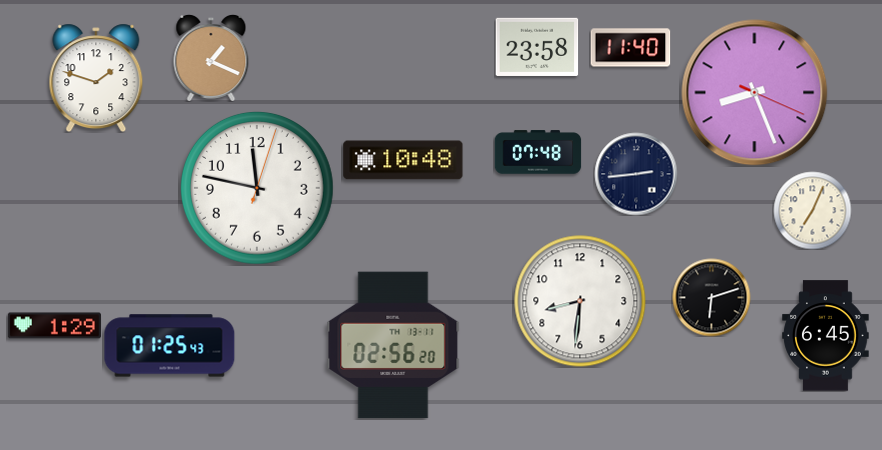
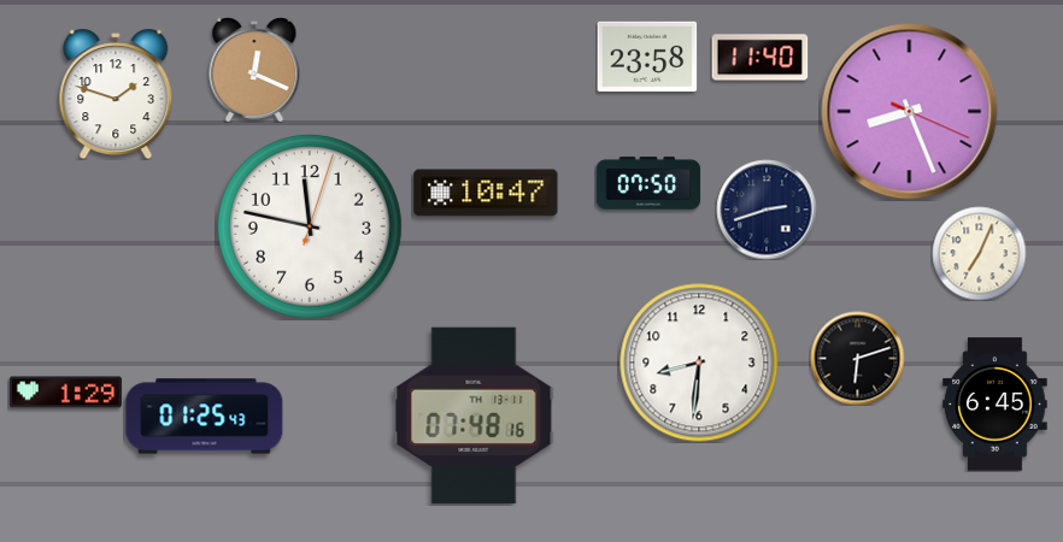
clock at (211, 58): 1:19 -> 12:19
clock at (538, 152): 07:48 -> 07:50
clock at (403, 160): 10:48 -> 10:47
clock at (636, 174): 2:44 -> 2:42
clock at (393, 345): 02:56 -> 07:48
